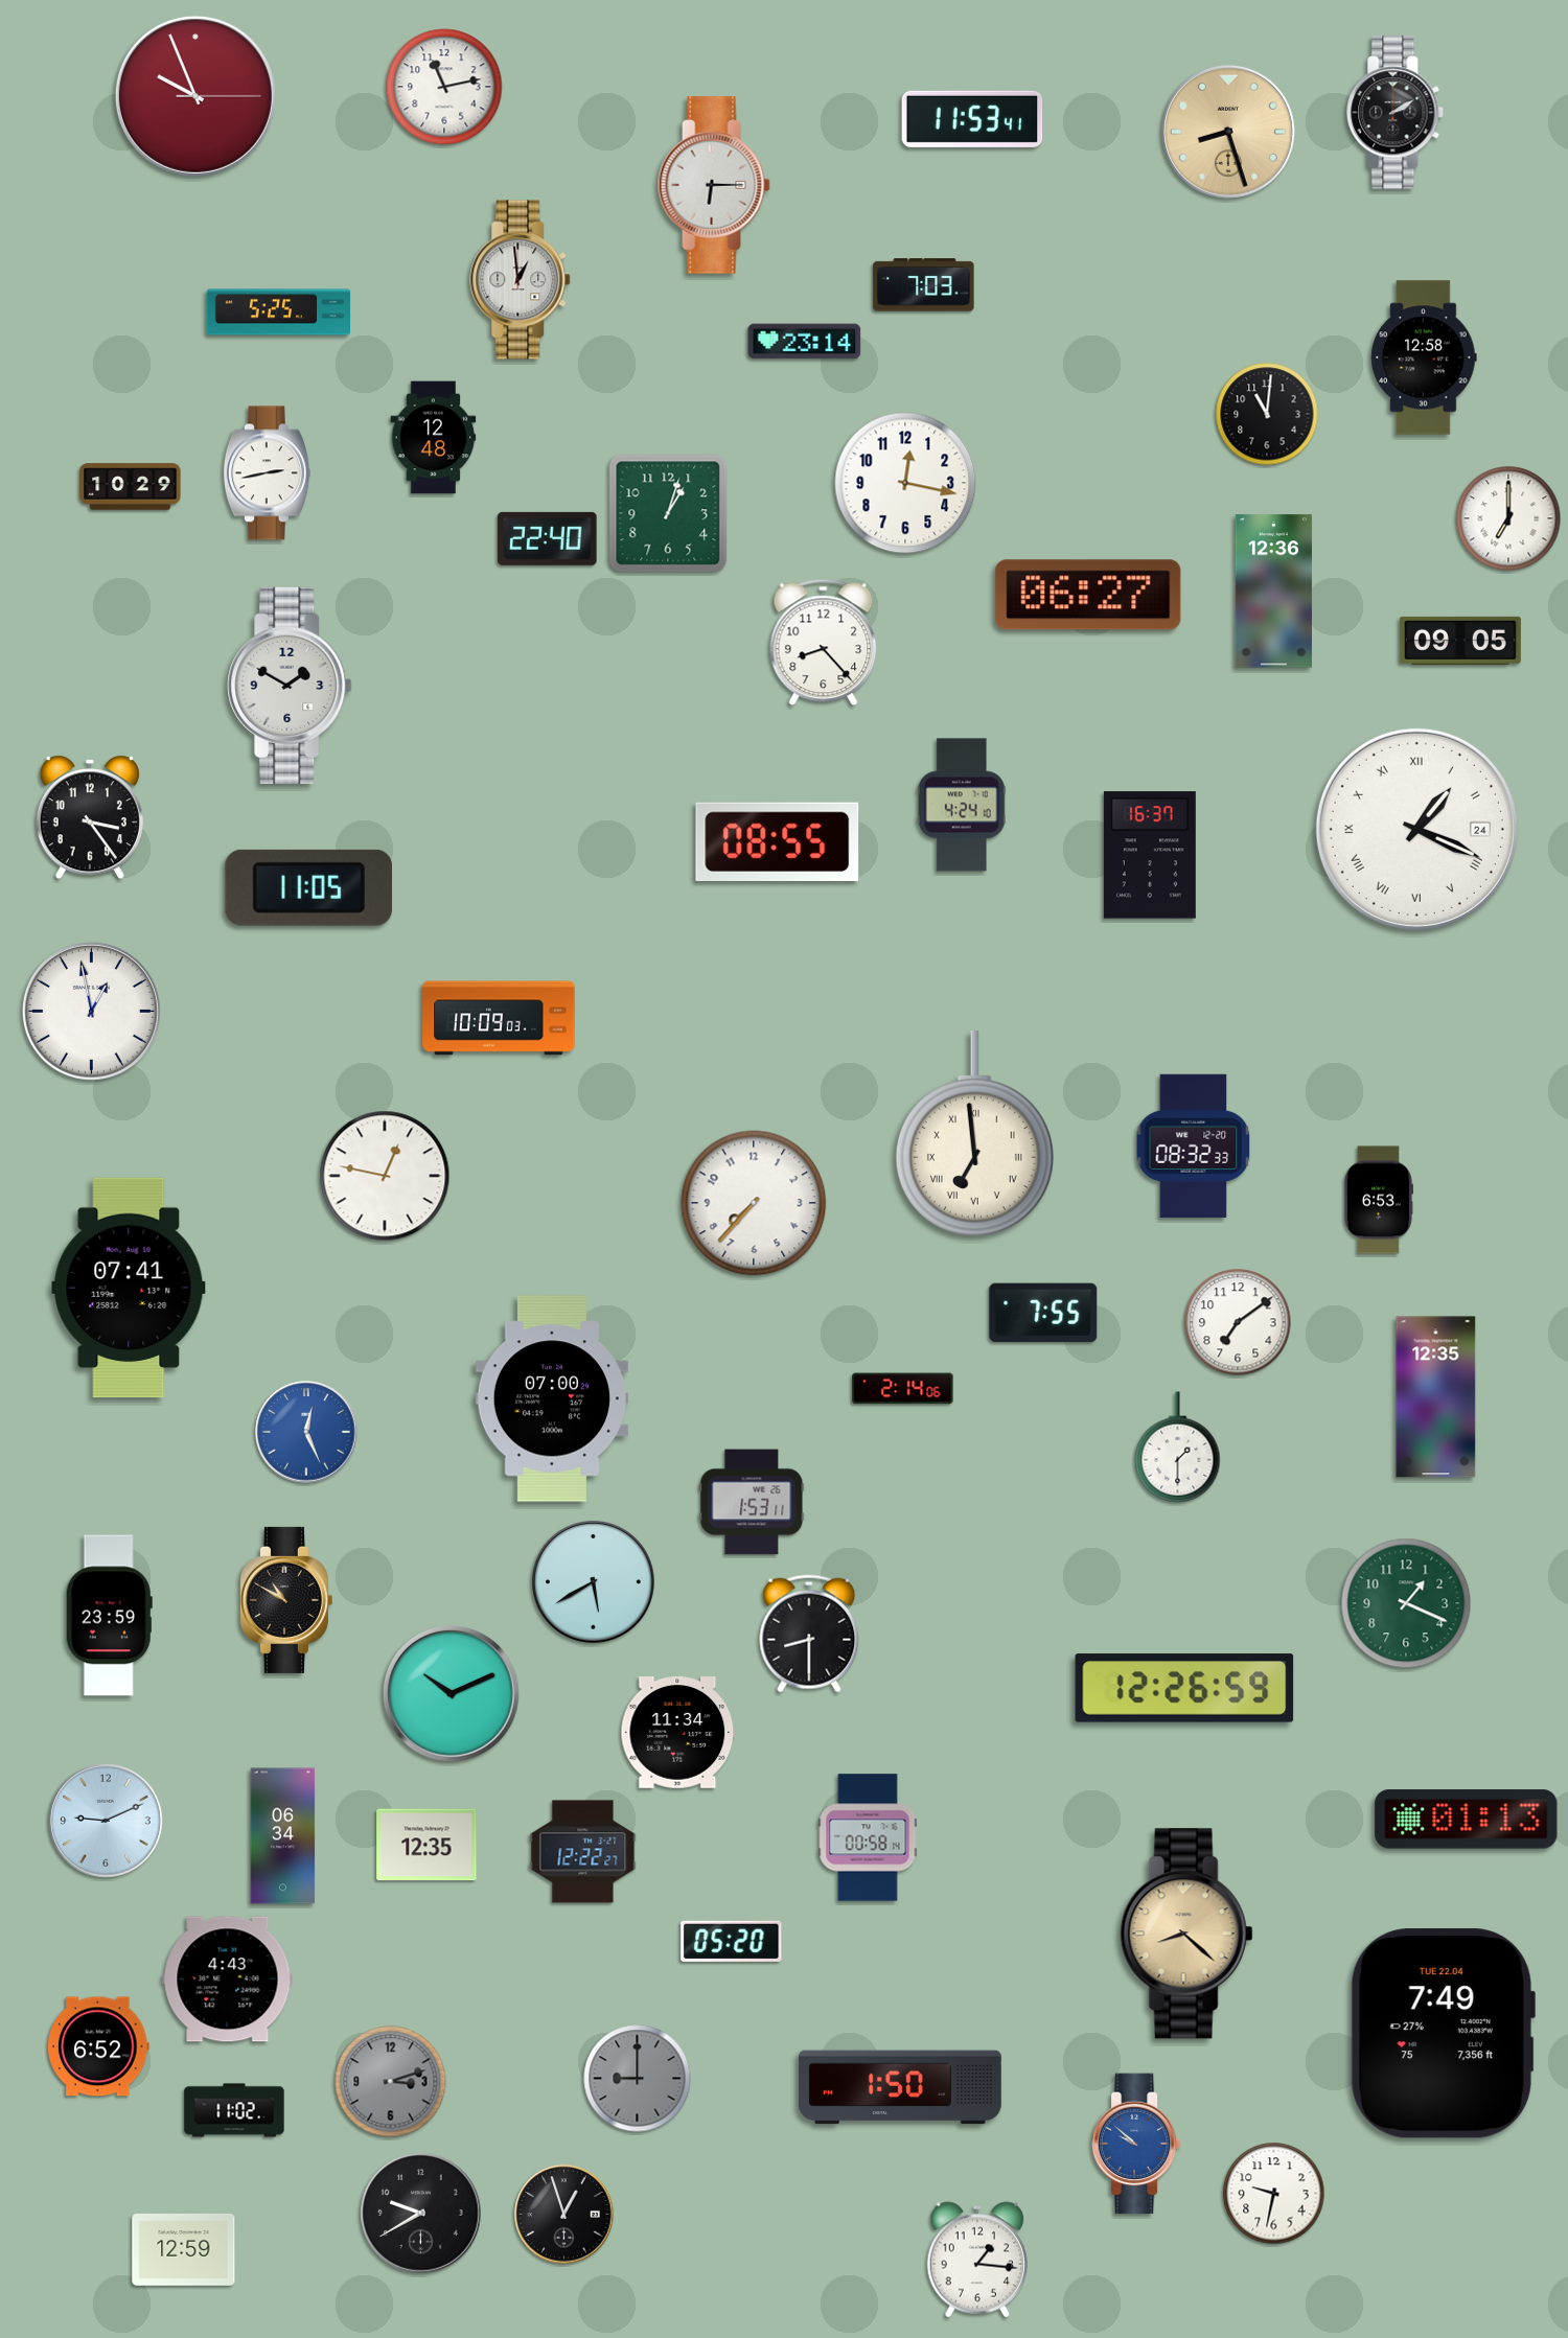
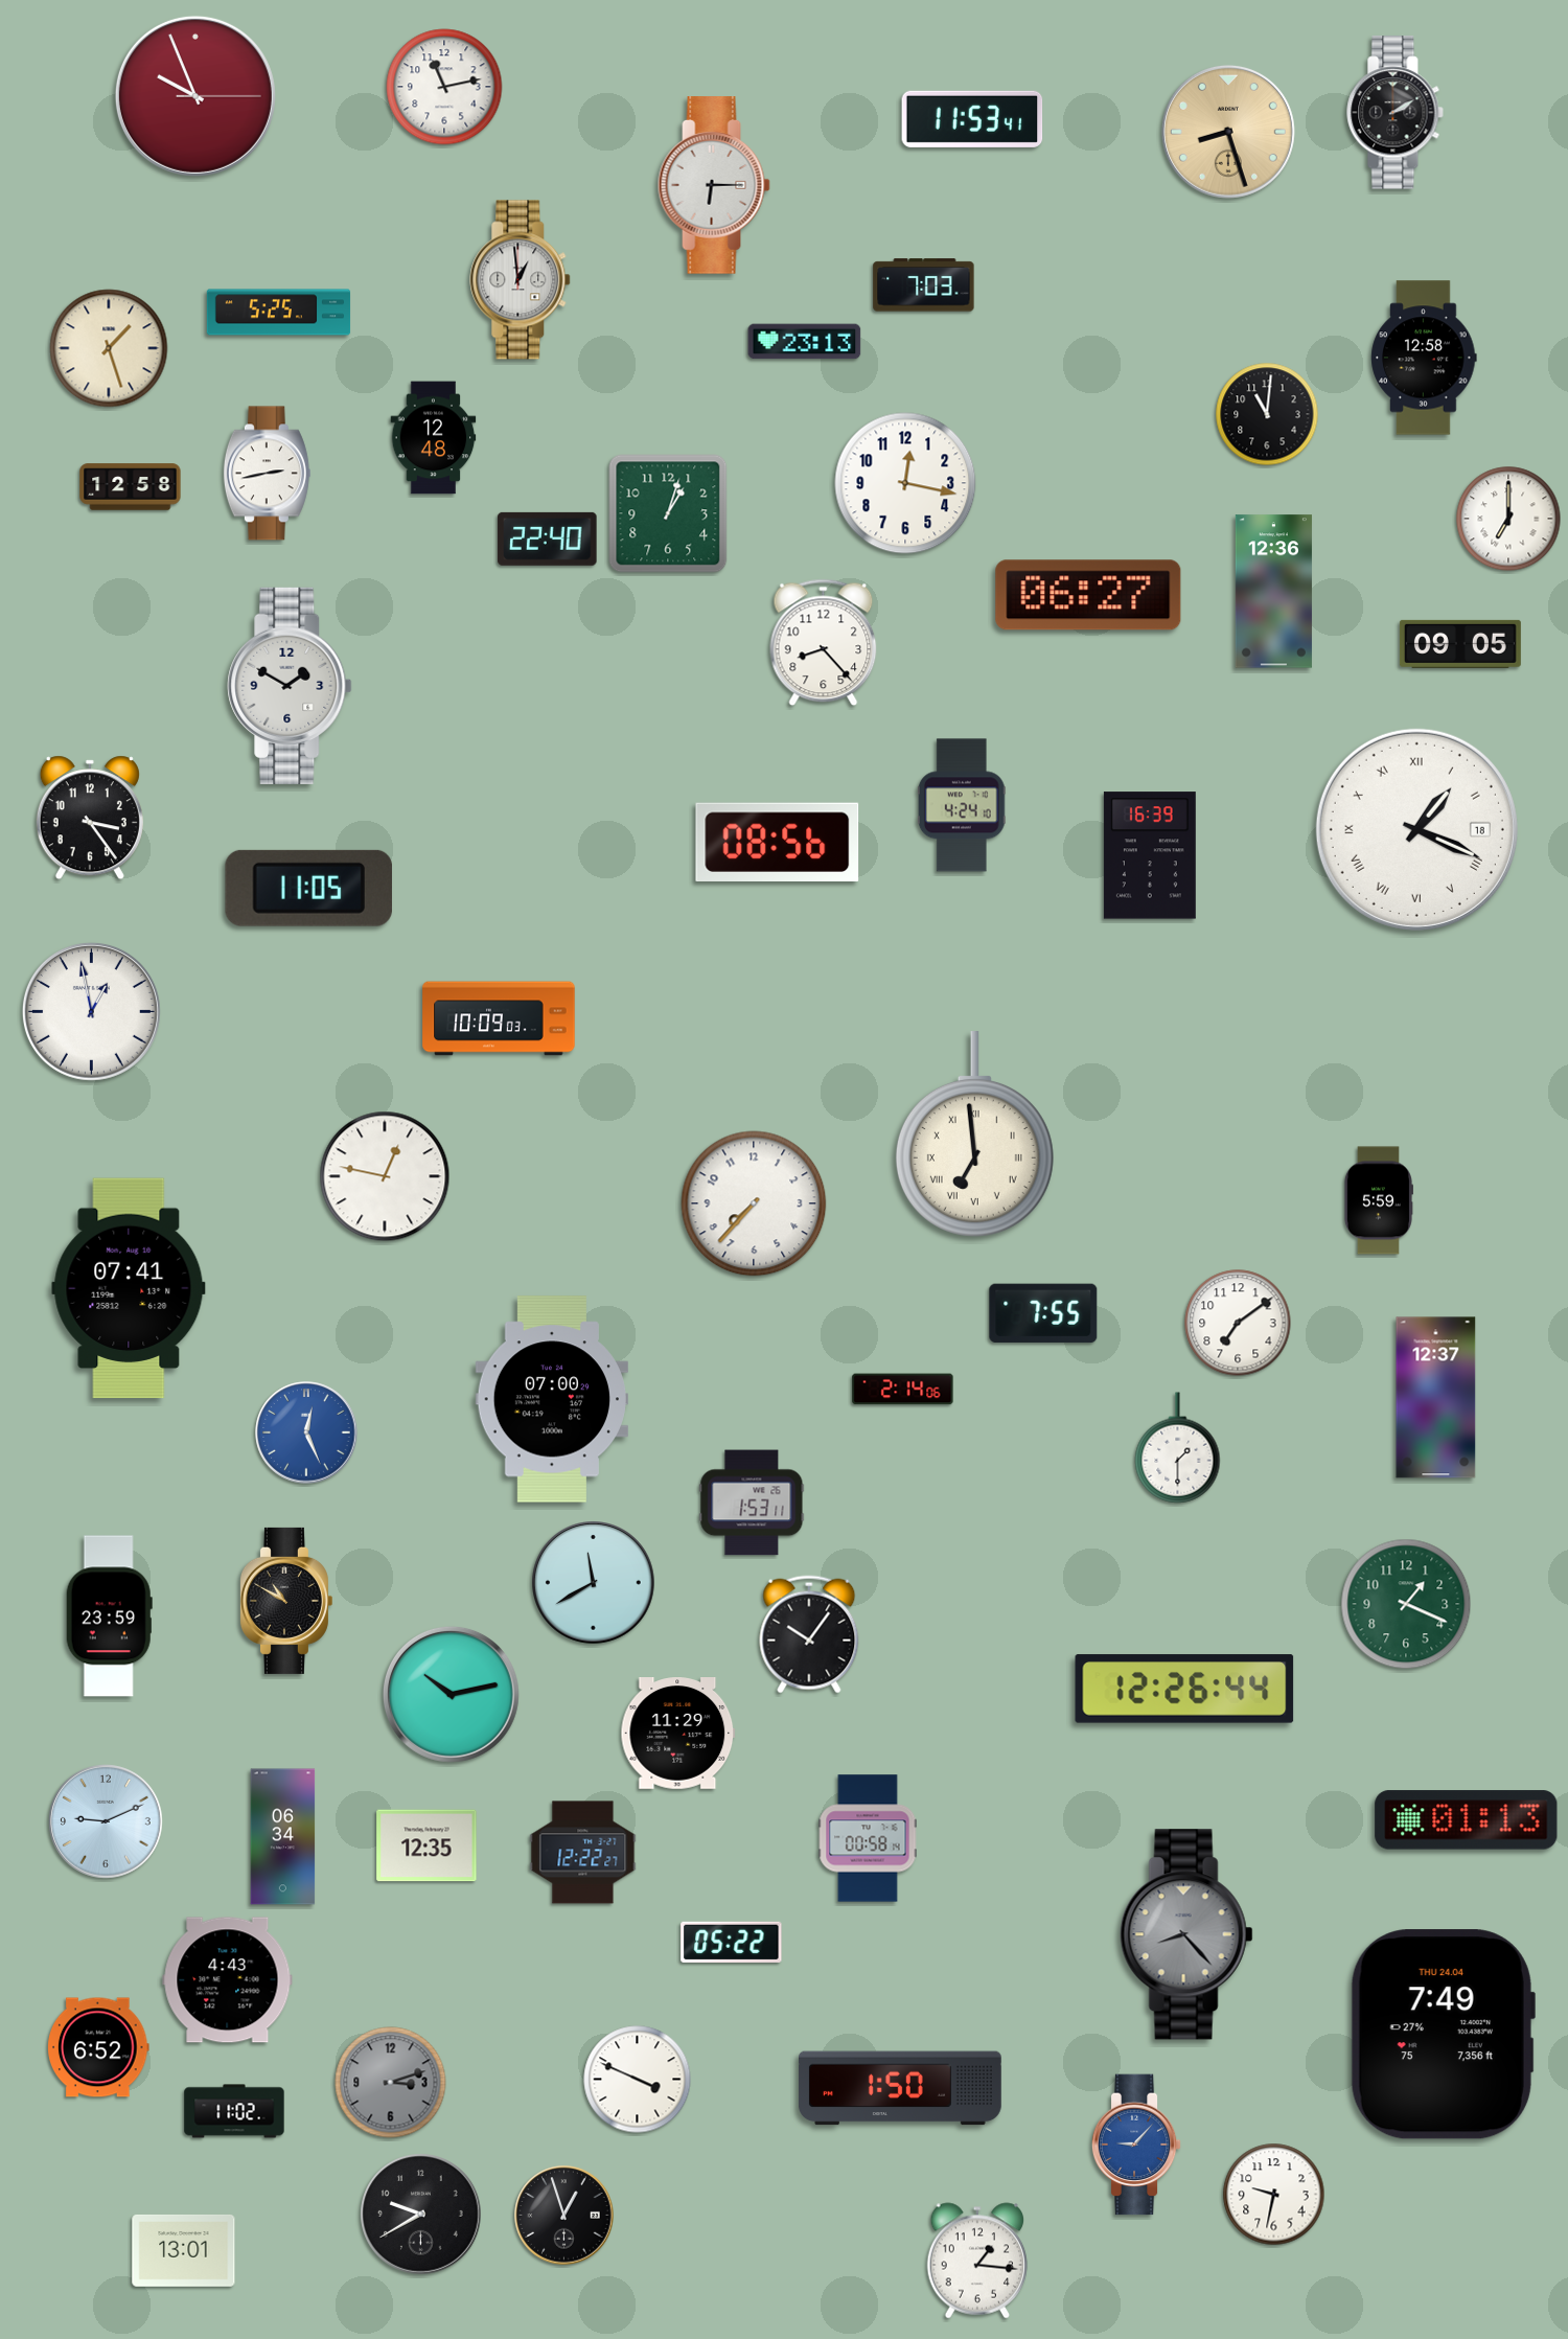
clock at (805, 342): 23:14 -> 23:13
clock at (109, 348): none -> 1:27
clock at (131, 487): 10:29 -> 12:58
clock at (1460, 641) position: (1460, 641) -> (1460, 644)
clock at (1416, 829) date: 24 -> 18
clock at (778, 841): 08:55 -> 08:56
clock at (1150, 855): 16:37 -> 16:39
clock at (1194, 1145): 08:32 -> none
clock at (1378, 1200): 6:53 -> 5:59
clock at (1436, 1397): 12:35 -> 12:37
clock at (594, 1582): 5:40 -> 11:40
clock at (809, 1634): 8:30 -> 10:06
clock at (1184, 1688): 12:26:59 -> 12:26:44
clock at (451, 1693): 10:11 -> 10:13
clock at (678, 1733): 11:34 -> 11:29
clock at (1186, 1934): 8:22 -> 8:23
clock at (1186, 1934) dial: champagne -> grey
clock at (732, 1941): 05:20 -> 05:22
clock at (1443, 2034) date: TUE 22.04 -> THU 24.04
clock at (638, 2079): 9:00 -> 3:49
clock at (638, 2079) dial: grey -> white
clock at (1136, 2144): 9:52 -> 9:07
clock at (184, 2249): 12:59 -> 13:01
